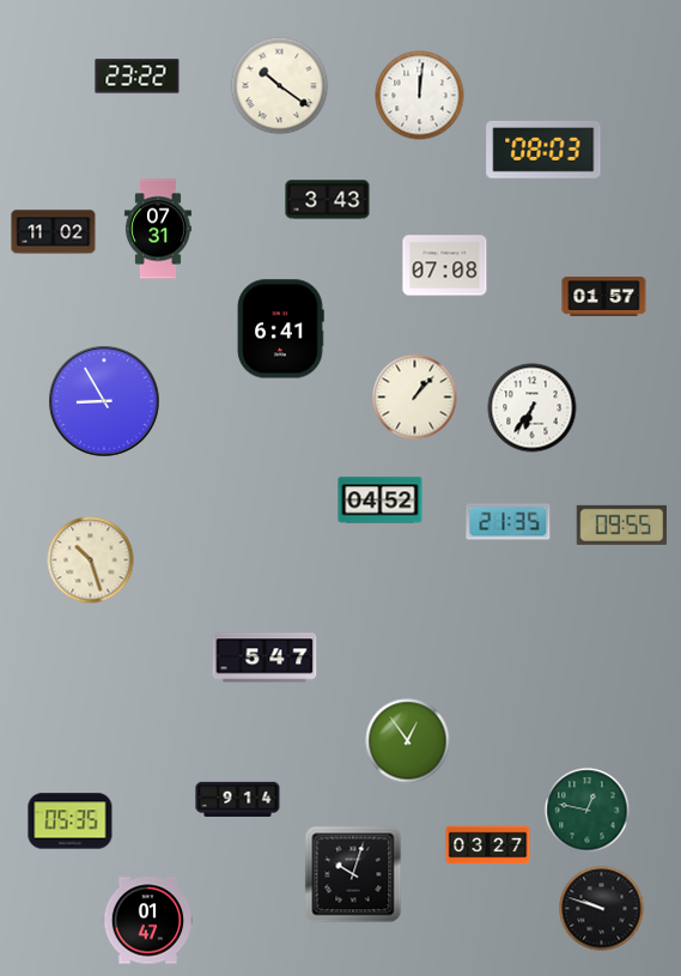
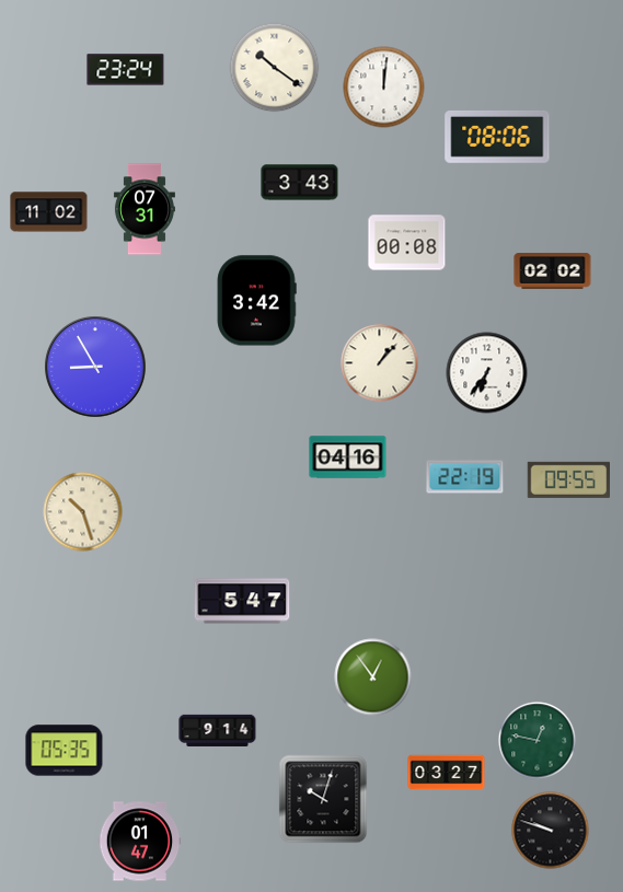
clock at (138, 77): 23:22 -> 23:24
clock at (280, 86) position: (280, 86) -> (275, 68)
clock at (543, 150): 08:03 -> 08:06
clock at (445, 266): 07:08 -> 00:08
clock at (604, 297): 01:57 -> 02:02
clock at (280, 329): 6:41 -> 3:42
clock at (381, 501): 04:52 -> 04:16
clock at (509, 522): 21:35 -> 22:19
clock at (148, 921) position: (148, 921) -> (140, 842)
